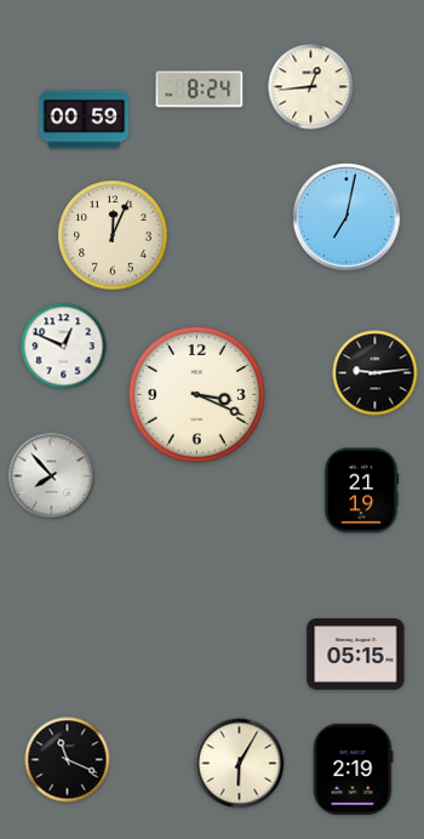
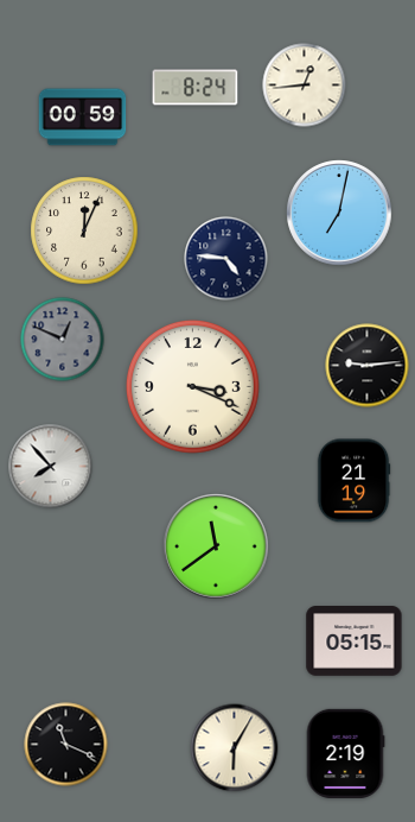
clock at (113, 235) position: (113, 235) -> (84, 230)
clock at (226, 259): none -> 4:46
clock at (64, 347) dial: white -> grey
clock at (216, 546): none -> 11:39
clock at (356, 655) position: (356, 655) -> (355, 641)
